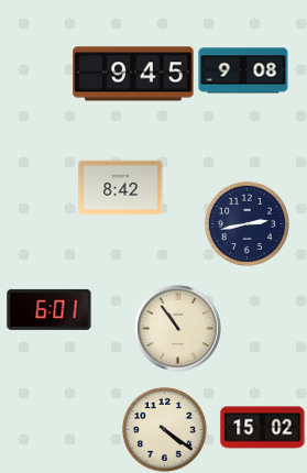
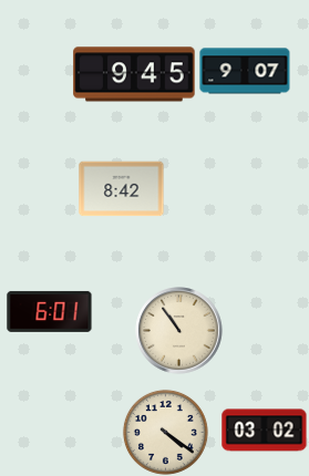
clock at (243, 70): 9:08 -> 9:07
clock at (246, 223): 2:43 -> none
clock at (263, 428): 15:02 -> 03:02
